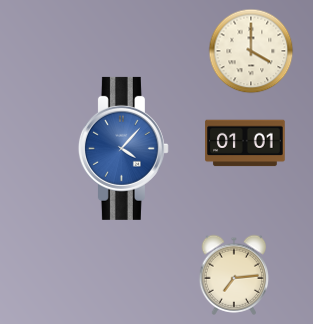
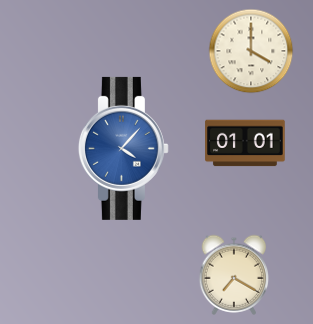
clock at (234, 275): 7:14 -> 7:20
